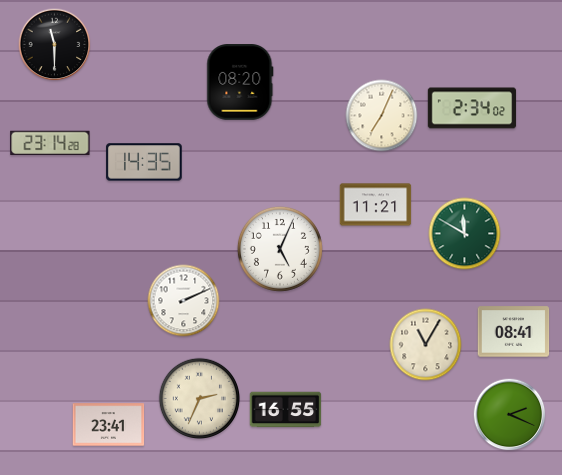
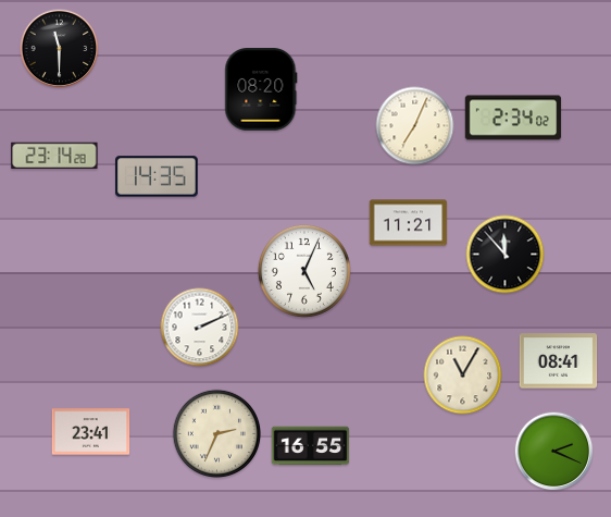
clock at (465, 234): 11:50 -> 11:53
clock at (465, 234) dial: green -> black
clock at (109, 425) position: (109, 425) -> (91, 432)
